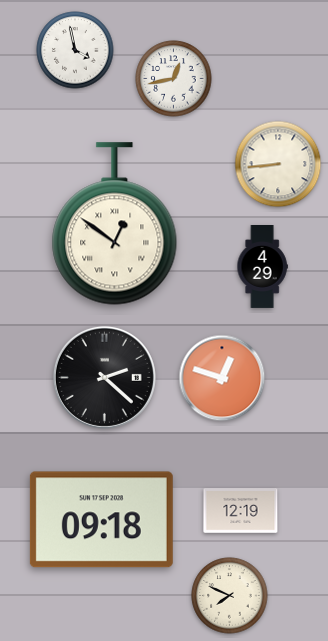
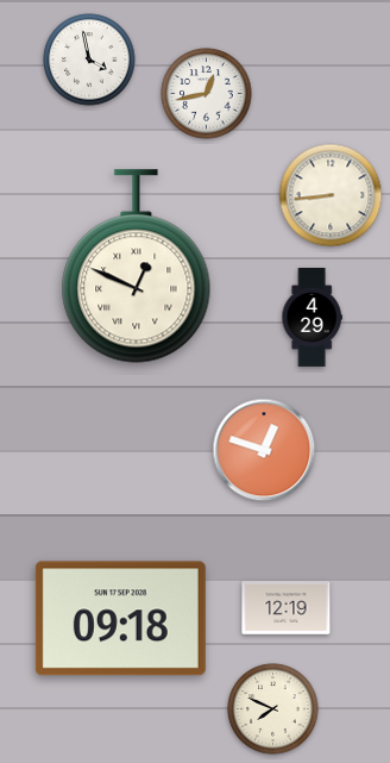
clock at (115, 224): 12:51 -> 12:49
clock at (104, 377): 2:22 -> none
